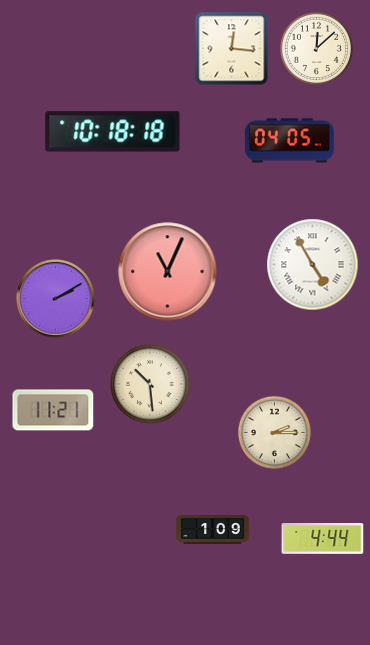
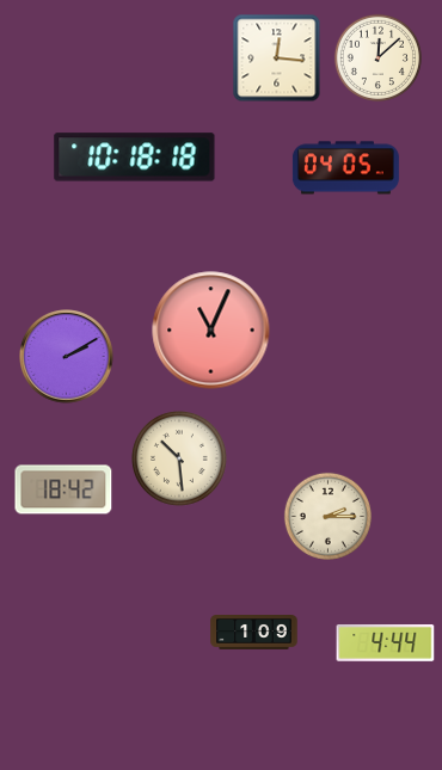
clock at (313, 265): 4:55 -> none
clock at (168, 272) position: (168, 272) -> (211, 331)
clock at (53, 410): 11:21 -> 18:42
